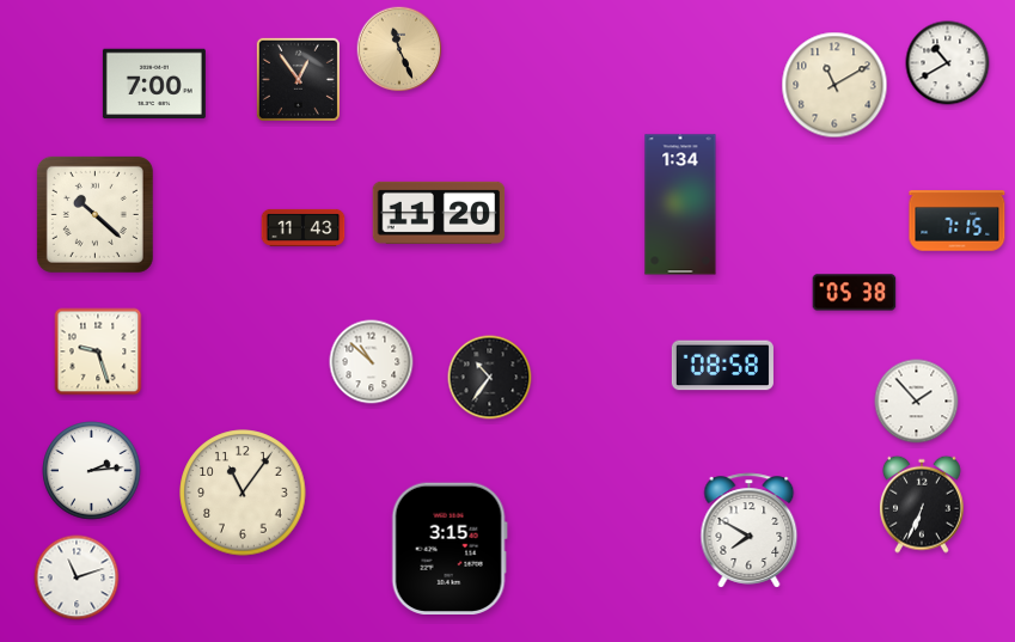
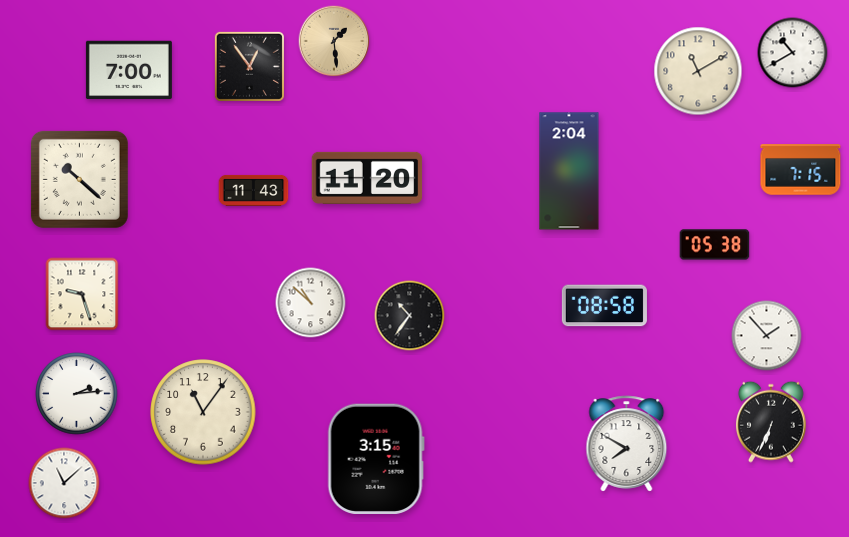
clock at (399, 49): 11:26 -> 1:29
clock at (680, 204): 1:34 -> 2:04
clock at (958, 221) position: (958, 221) -> (801, 170)
clock at (77, 577): 11:12 -> 11:08
